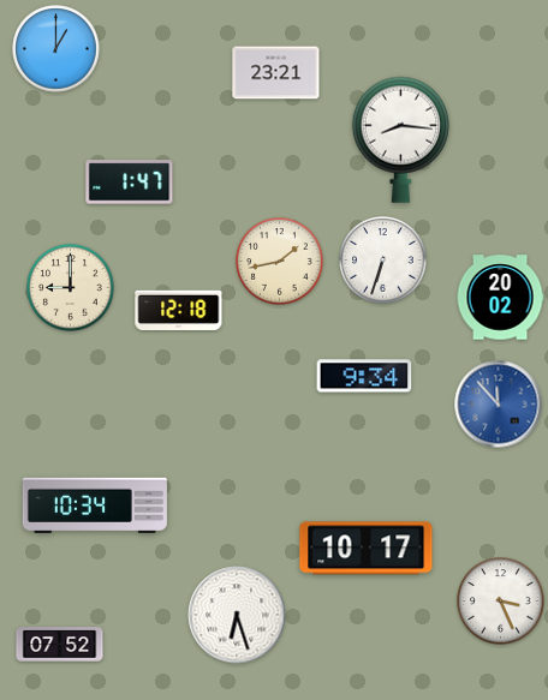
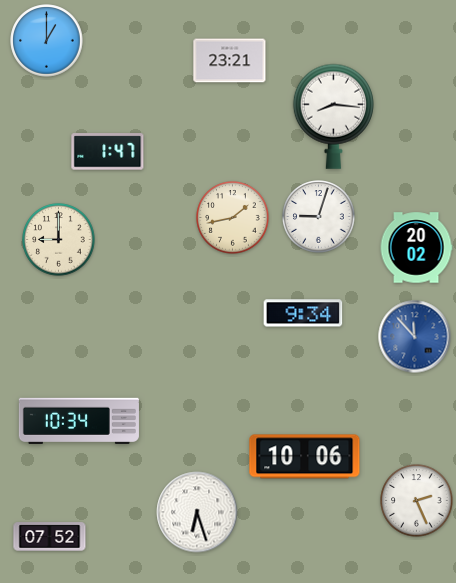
clock at (383, 261): 6:33 -> 9:03
clock at (179, 310): 12:18 -> none
clock at (367, 549): 10:17 -> 10:06
clock at (501, 602): 3:26 -> 2:26
